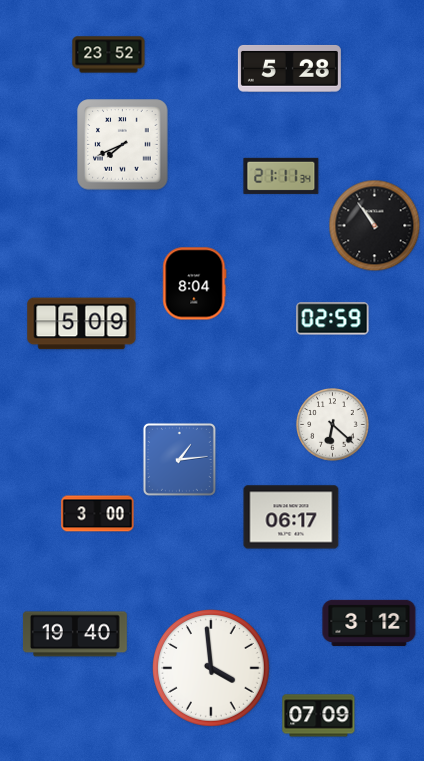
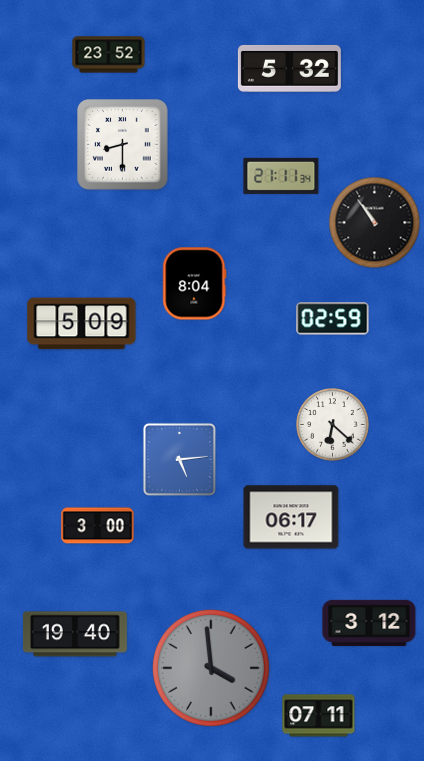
clock at (289, 68): 5:28 -> 5:32
clock at (123, 145): 7:41 -> 8:30
clock at (375, 226) position: (375, 226) -> (375, 223)
clock at (179, 459): 1:14 -> 5:14
clock at (98, 514) position: (98, 514) -> (98, 526)
clock at (212, 669) dial: white -> grey
clock at (319, 716): 07:09 -> 07:11
